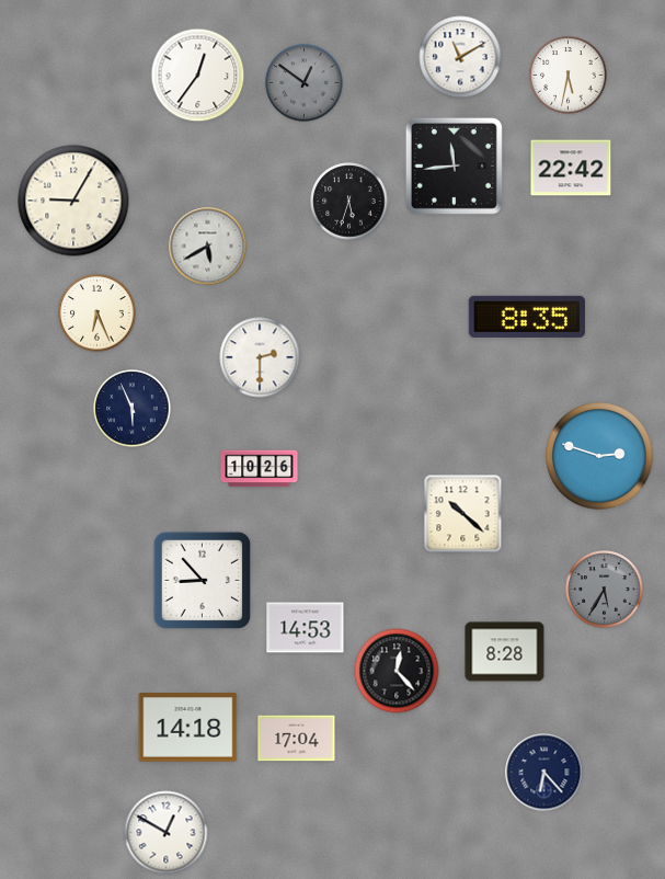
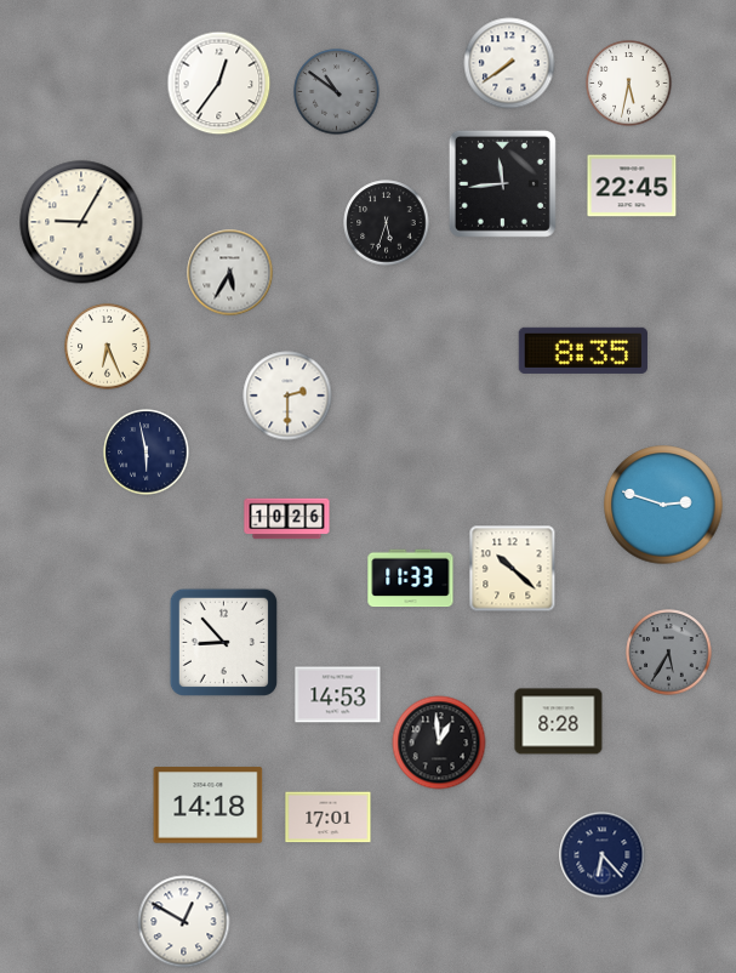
clock at (460, 57): 11:10 -> 7:39
clock at (305, 83): 12:51 -> 10:51
clock at (571, 168): 22:42 -> 22:45
clock at (208, 247): 5:40 -> 5:35
clock at (133, 409): 5:56 -> 5:58
clock at (411, 579): none -> 11:33
clock at (397, 671): 12:23 -> 12:59
clock at (297, 739): 17:04 -> 17:01
